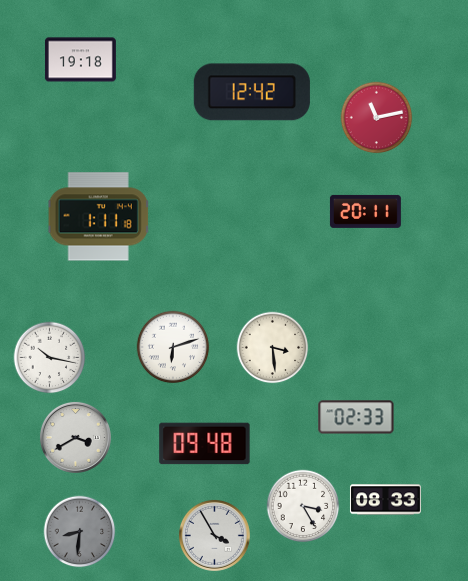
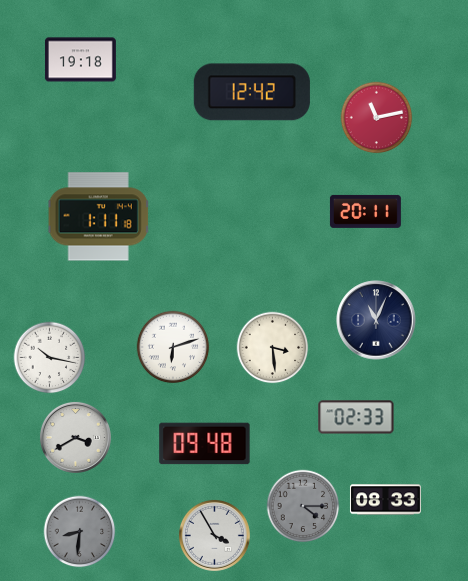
clock at (376, 320): none -> 11:04
clock at (303, 506): 3:25 -> 4:15
clock at (303, 506) dial: white -> grey
